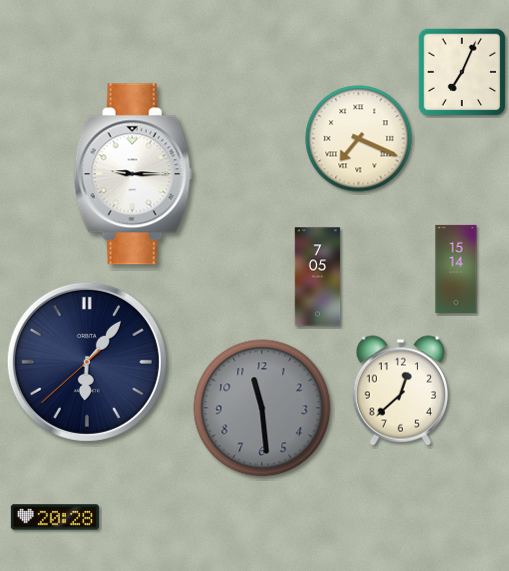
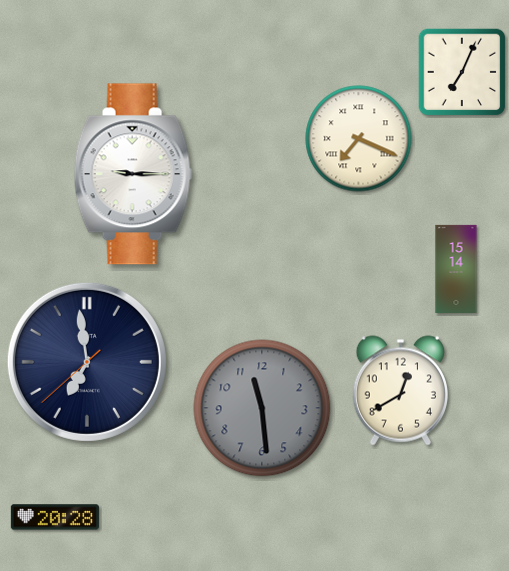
clock at (318, 277): 7:05 -> none
clock at (87, 362): 6:06 -> 6:58
clock at (400, 391): 12:38 -> 12:40
